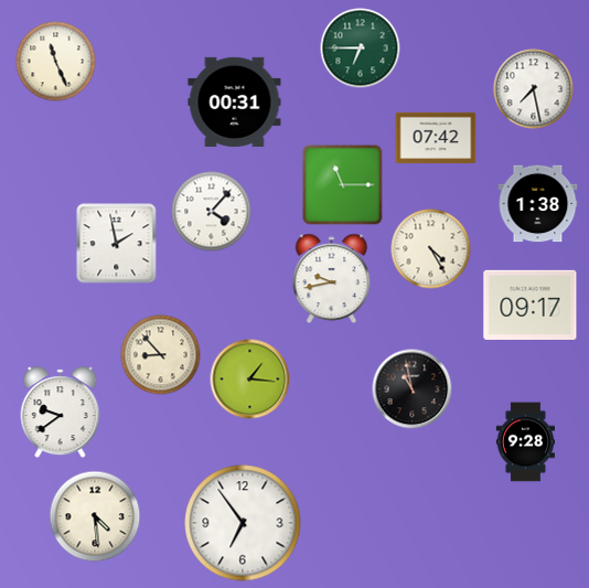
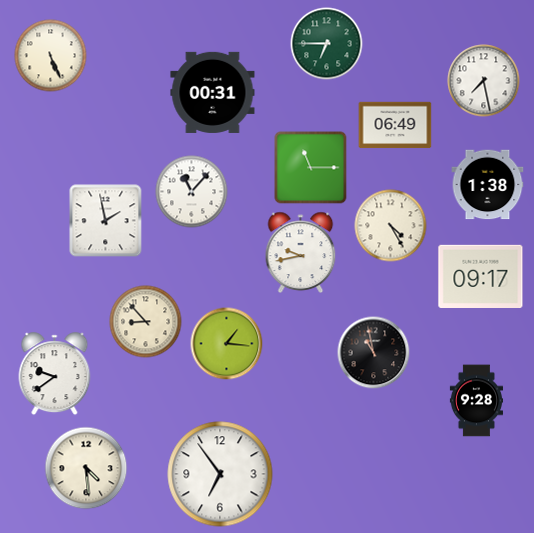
clock at (56, 62): 11:26 -> 5:26
clock at (436, 138): 07:42 -> 06:49
clock at (212, 212): 4:07 -> 11:07
